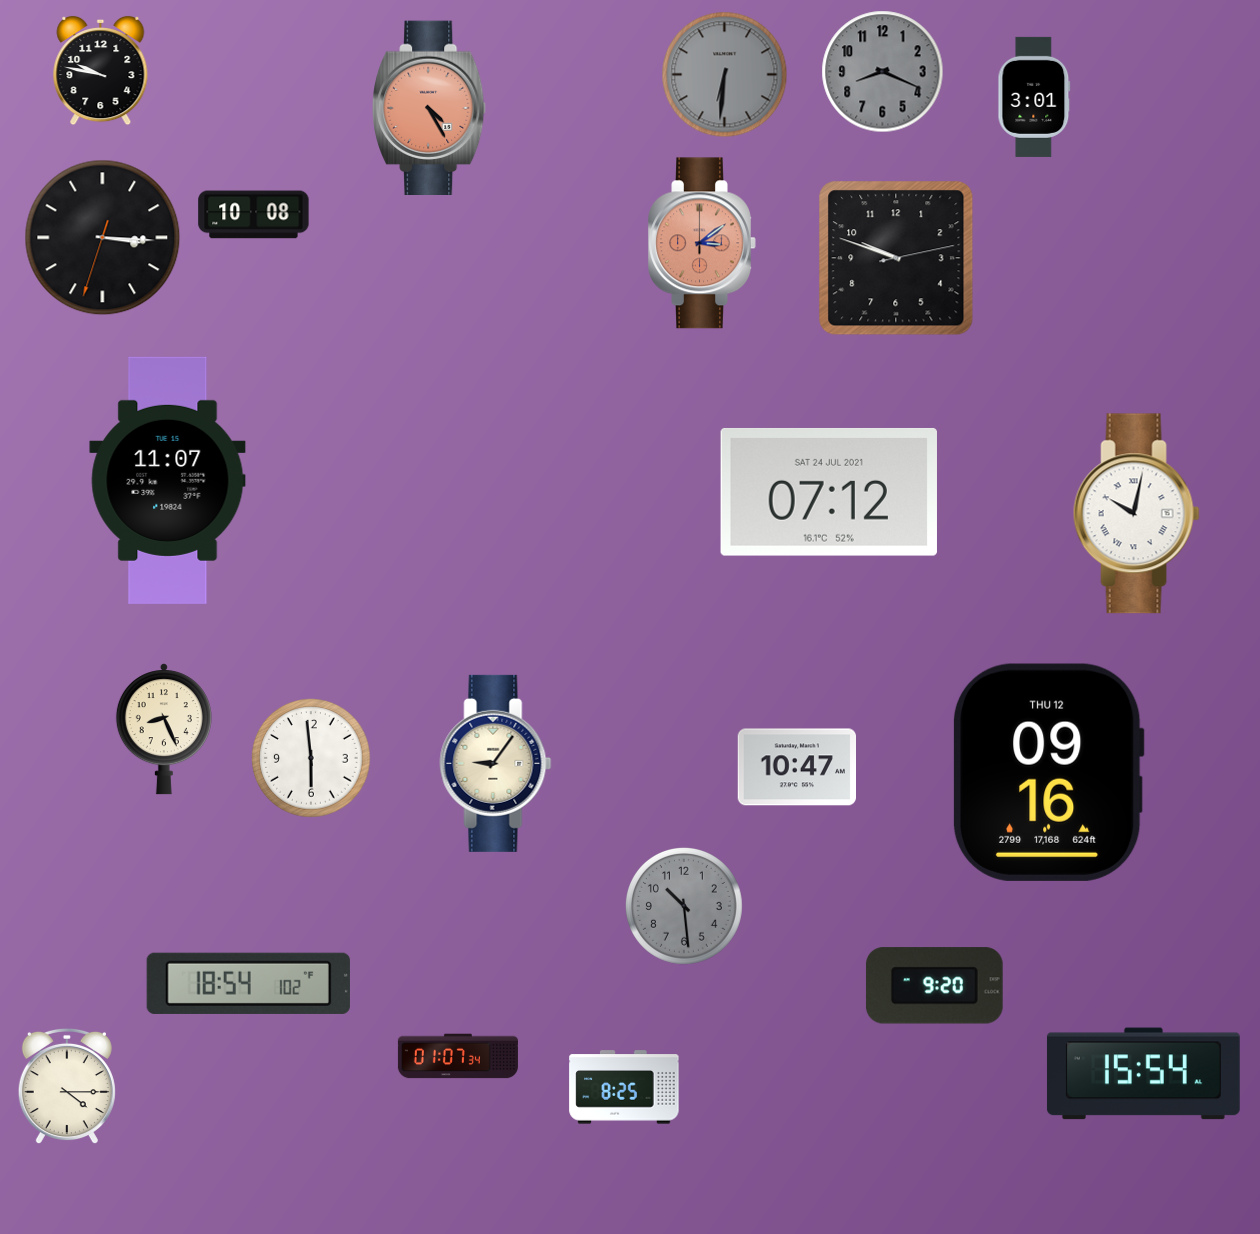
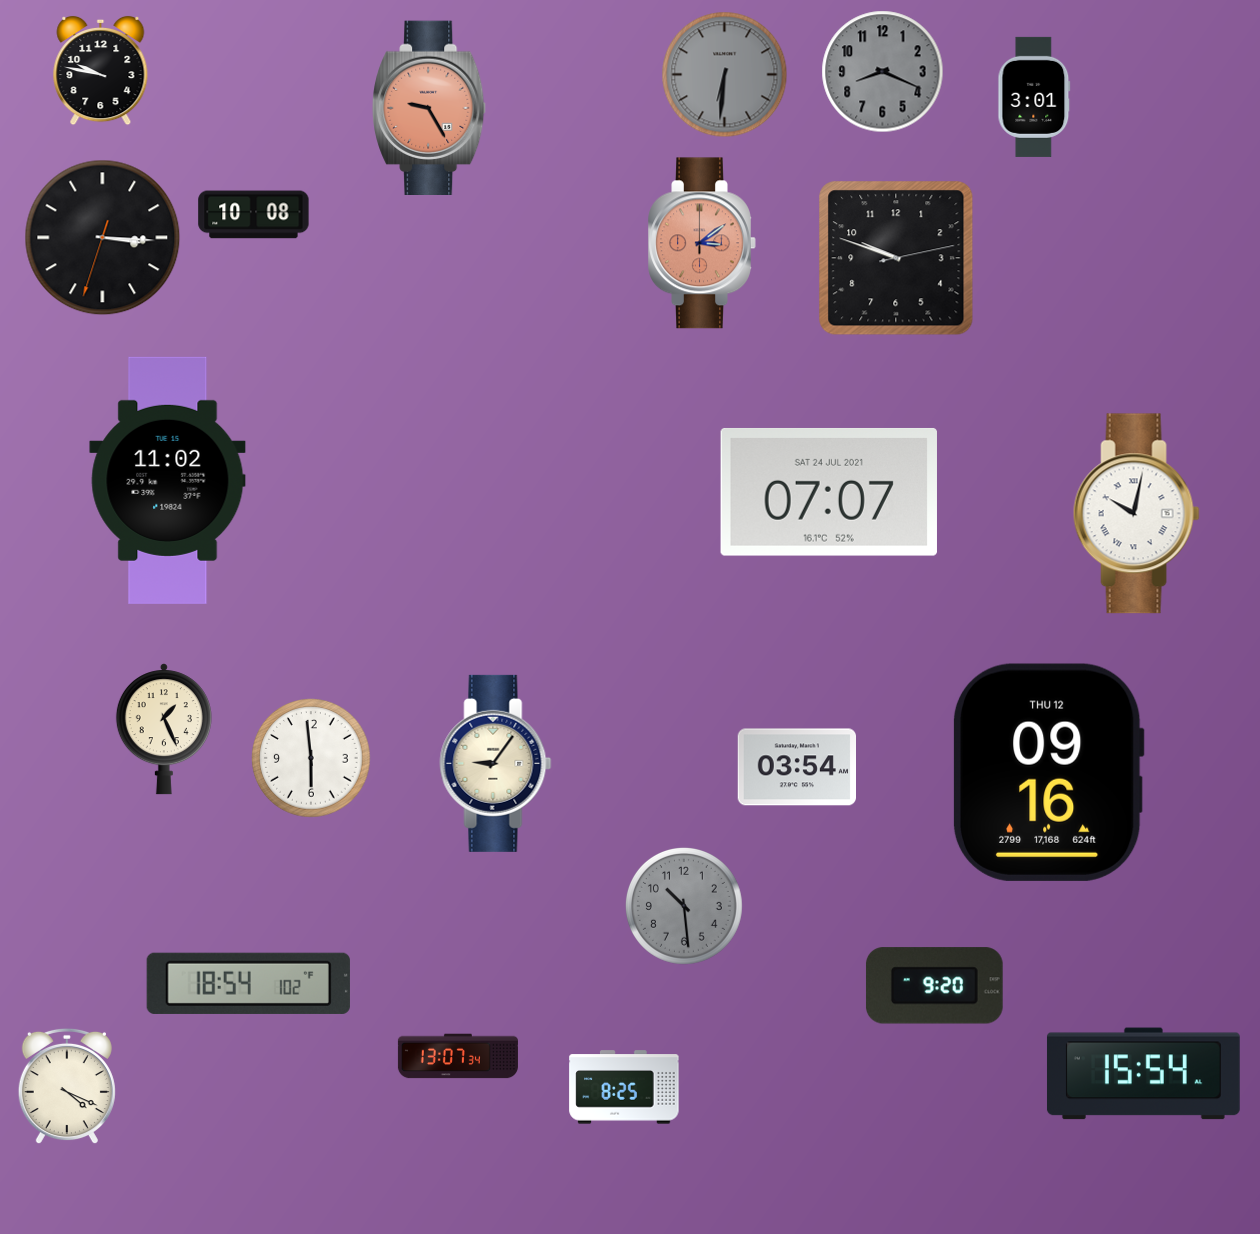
clock at (430, 107): 4:25 -> 9:25
clock at (168, 480): 11:07 -> 11:02
clock at (829, 492): 07:12 -> 07:07
clock at (164, 729): 8:26 -> 1:26
clock at (796, 767): 10:47 -> 03:54
clock at (458, 1056): 01:07 -> 13:07
clock at (67, 1086): 4:15 -> 4:19
